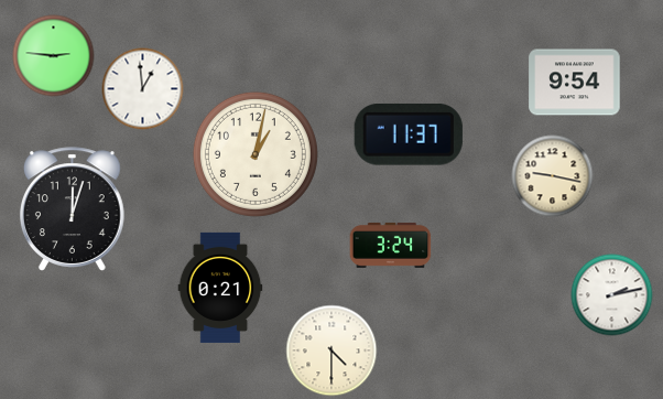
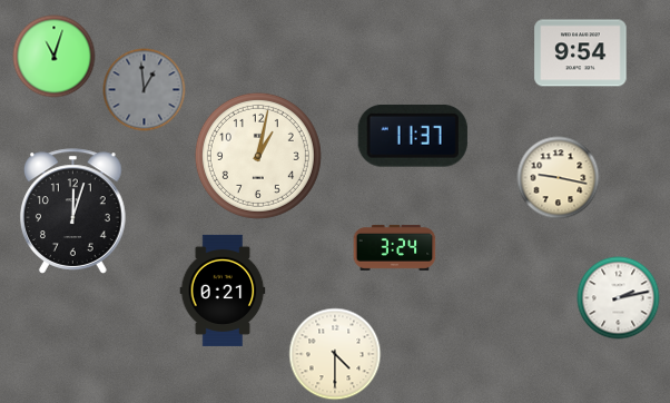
clock at (54, 56): 2:46 -> 11:03
clock at (575, 83) position: (575, 83) -> (581, 53)
clock at (143, 89) dial: white -> grey
